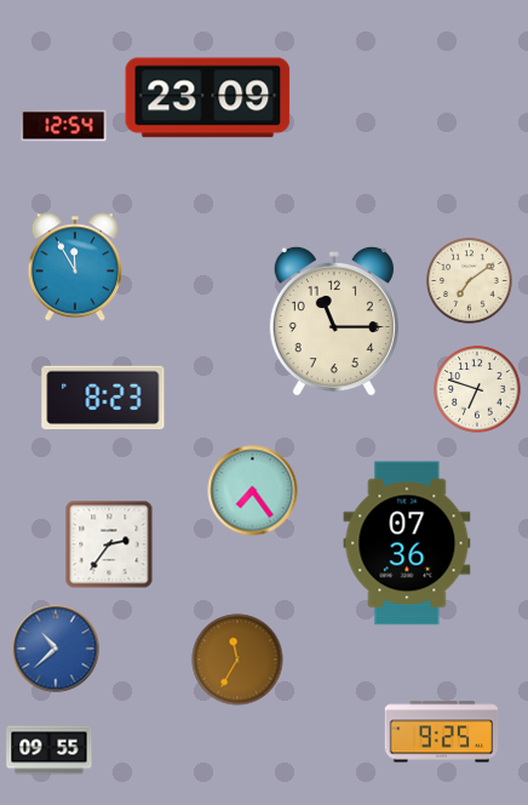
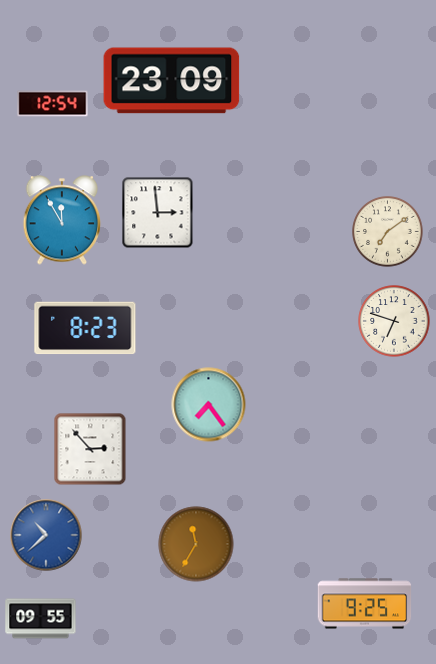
clock at (158, 213): none -> 2:59
clock at (334, 321): 11:15 -> none
clock at (407, 543): 07:36 -> none
clock at (109, 544): 2:36 -> 2:53
